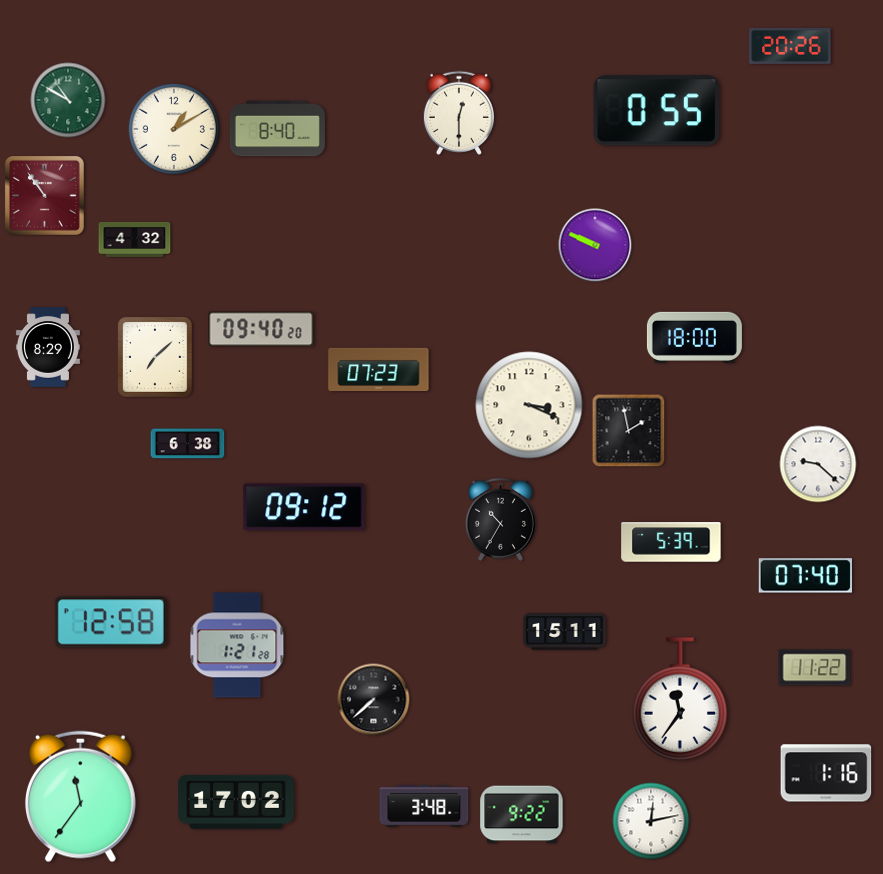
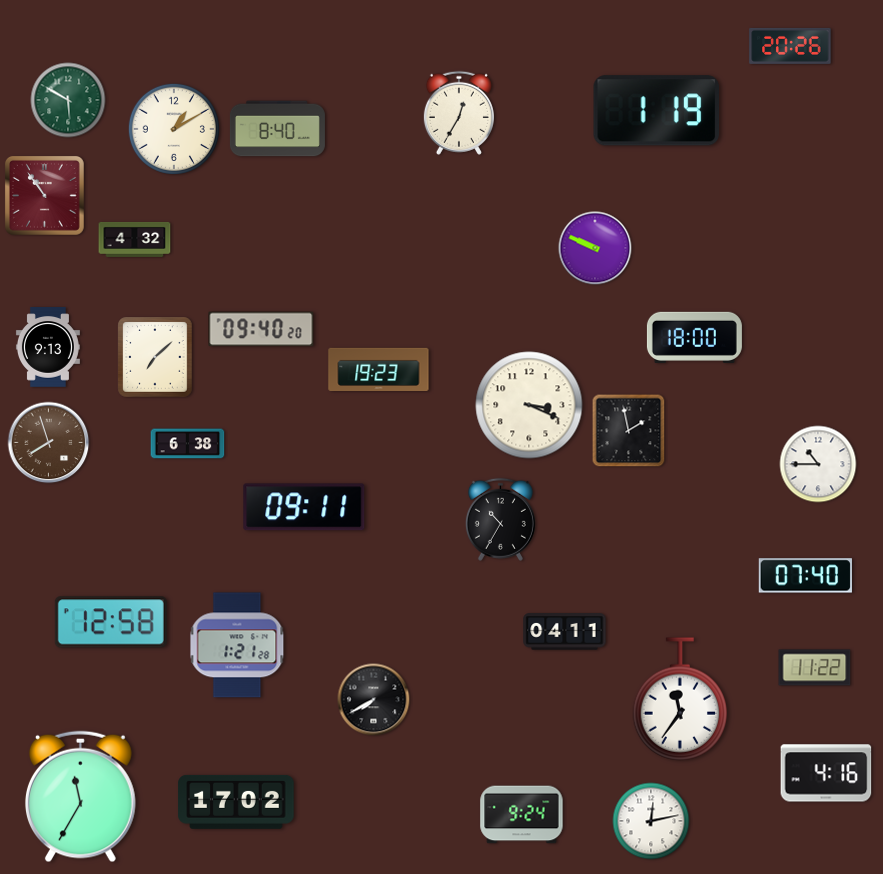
clock at (68, 100): 10:50 -> 5:50
clock at (656, 111): 0:55 -> 1:19
clock at (459, 113): 12:30 -> 12:35
clock at (595, 245) position: (595, 245) -> (595, 248)
clock at (48, 347): 8:29 -> 9:13
clock at (379, 369): 07:23 -> 19:23
clock at (49, 443): none -> 7:57
clock at (818, 464): 9:22 -> 10:45
clock at (304, 507): 09:12 -> 09:11
clock at (671, 542): 5:39 -> none
clock at (565, 632): 15:11 -> 04:11
clock at (374, 700): 7:38 -> 7:40
clock at (826, 773): 1:16 -> 4:16
clock at (80, 797): 11:36 -> 11:35
clock at (424, 806): 3:48 -> none
clock at (522, 815): 9:22 -> 9:24
